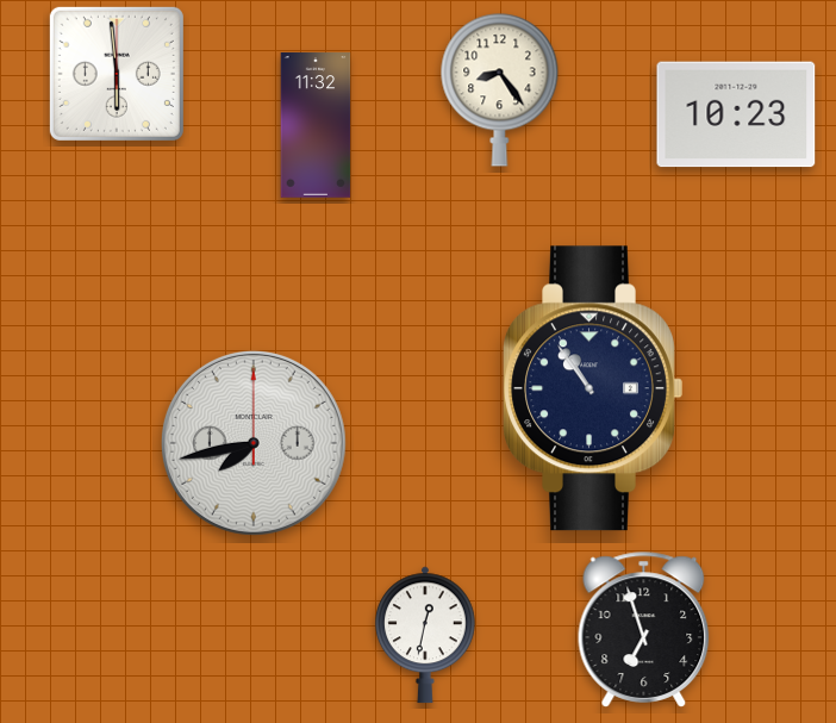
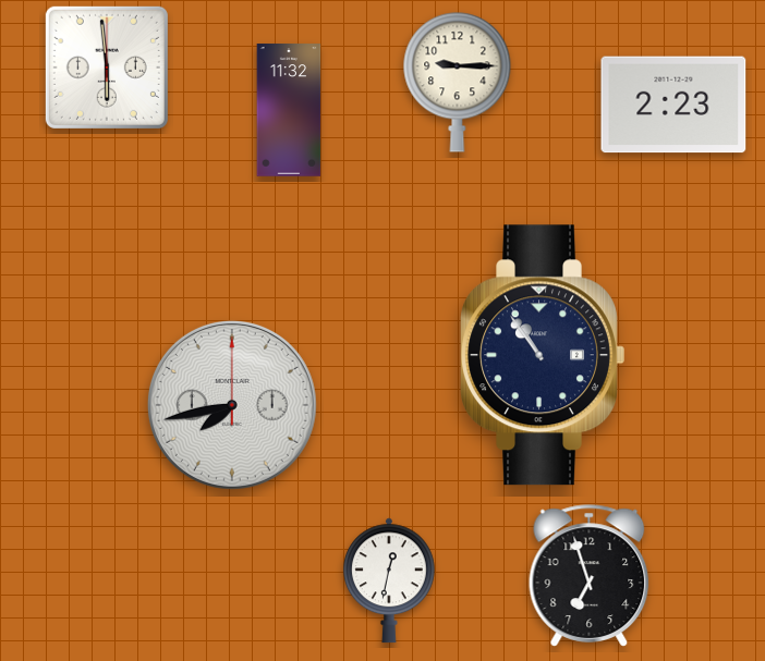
clock at (500, 89): 8:24 -> 9:15
clock at (736, 114): 10:23 -> 2:23
clock at (316, 125) position: (316, 125) -> (289, 110)
